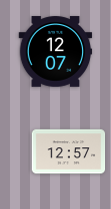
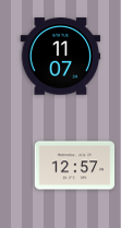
clock at (56, 52): 12:07 -> 11:07
